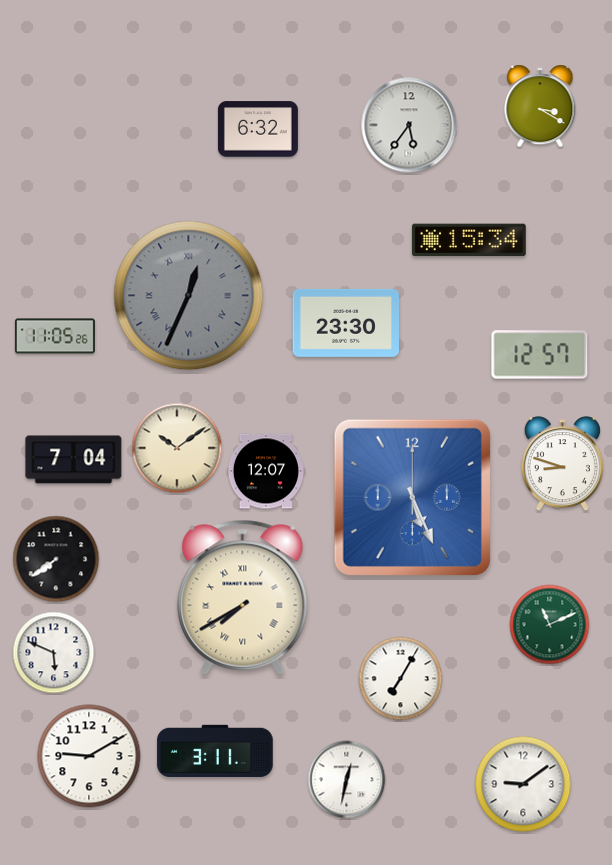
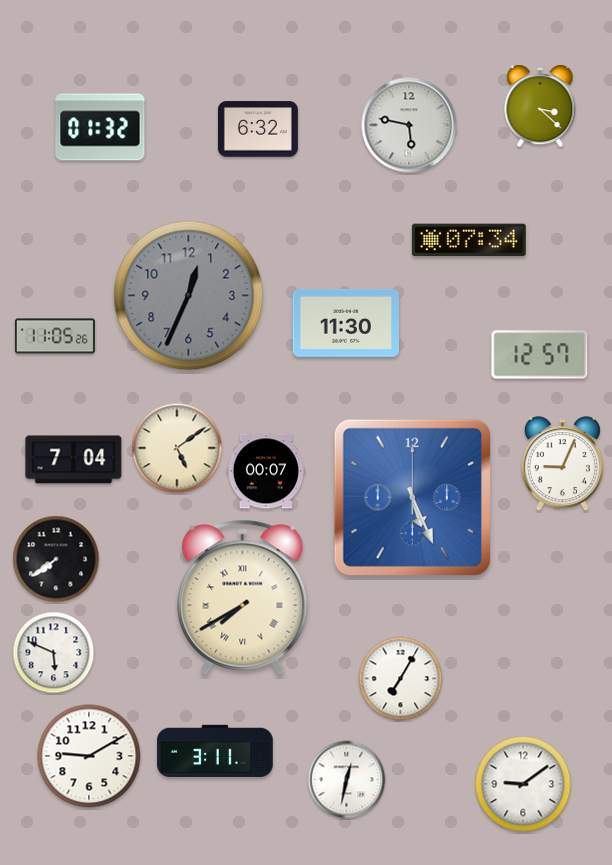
clock at (540, 106): 3:20 -> 3:22
clock at (409, 125): 5:36 -> 5:47
clock at (100, 127): none -> 01:32
clock at (469, 240): 15:34 -> 07:34
clock at (189, 296) numerals: Roman -> Arabic
clock at (346, 323): 23:30 -> 11:30
clock at (177, 448): 10:09 -> 5:09
clock at (562, 464): 8:48 -> 9:04
clock at (266, 471): 12:07 -> 00:07
clock at (550, 625): 11:11 -> none
